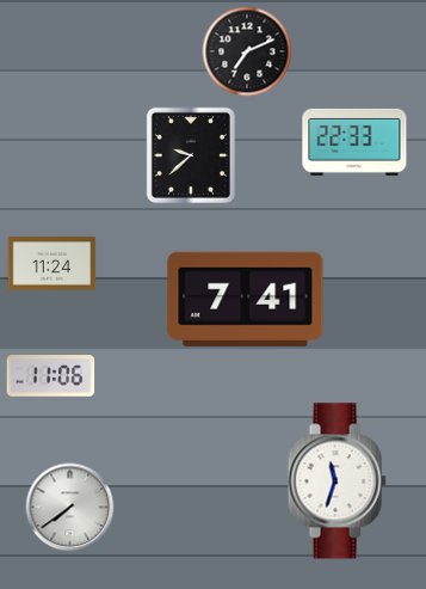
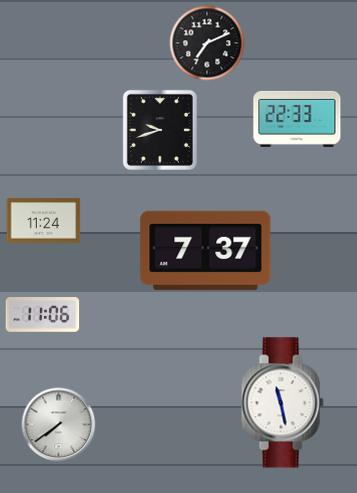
clock at (191, 155): 9:38 -> 9:42
clock at (246, 299): 7:41 -> 7:37
clock at (337, 481): 11:33 -> 11:28
